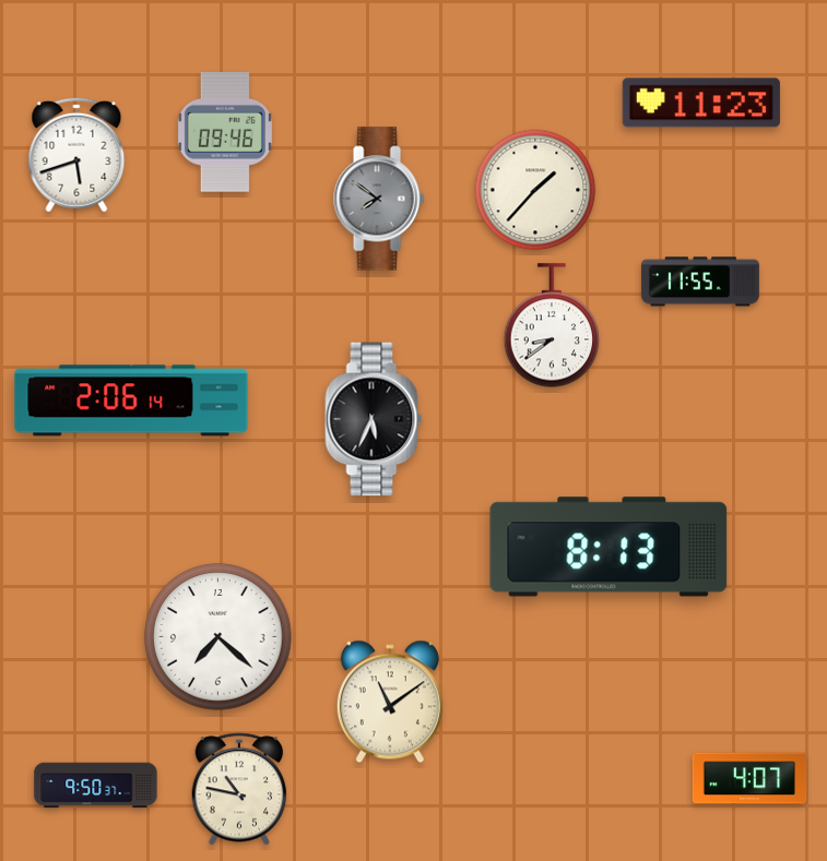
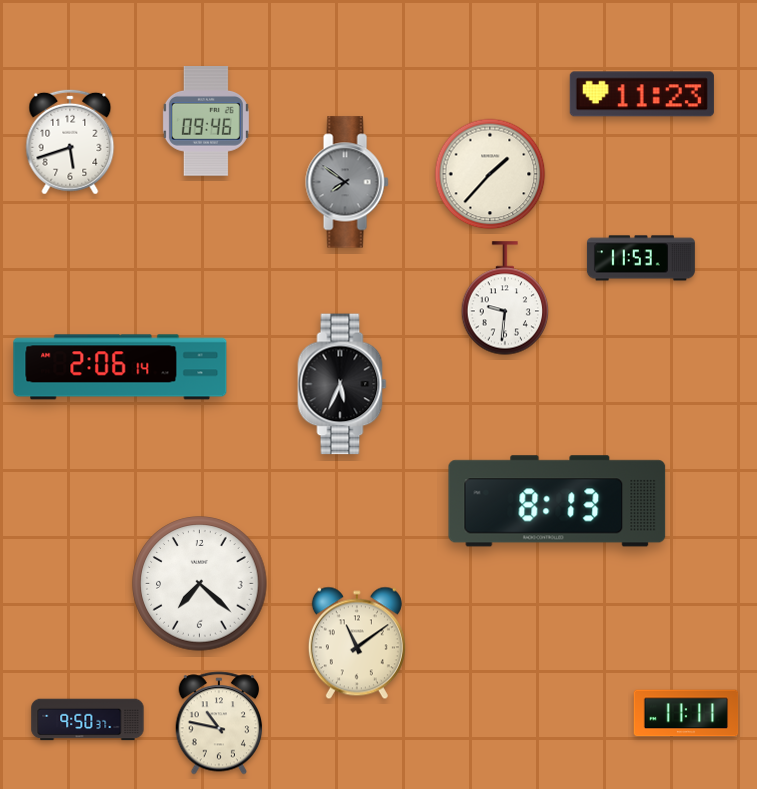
clock at (700, 282): 11:55 -> 11:53
clock at (552, 325): 8:39 -> 9:31
clock at (749, 778): 4:07 -> 11:11
